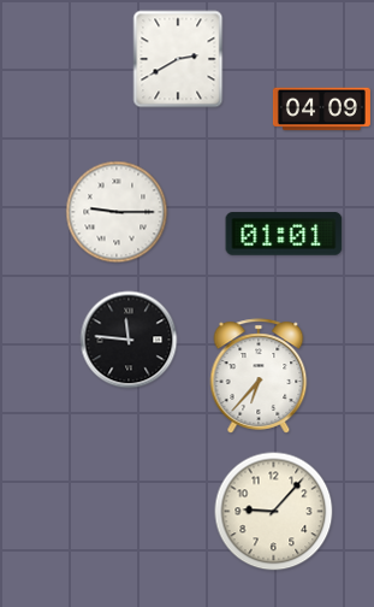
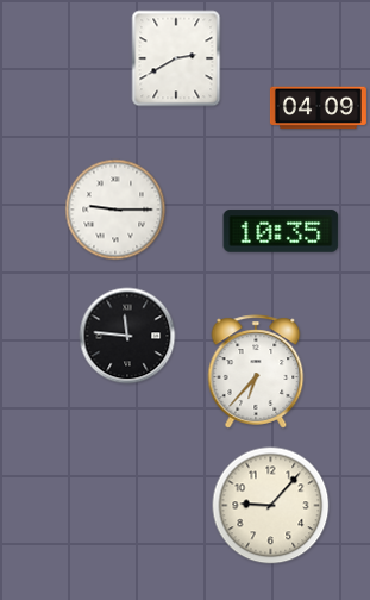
clock at (284, 234): 01:01 -> 10:35
